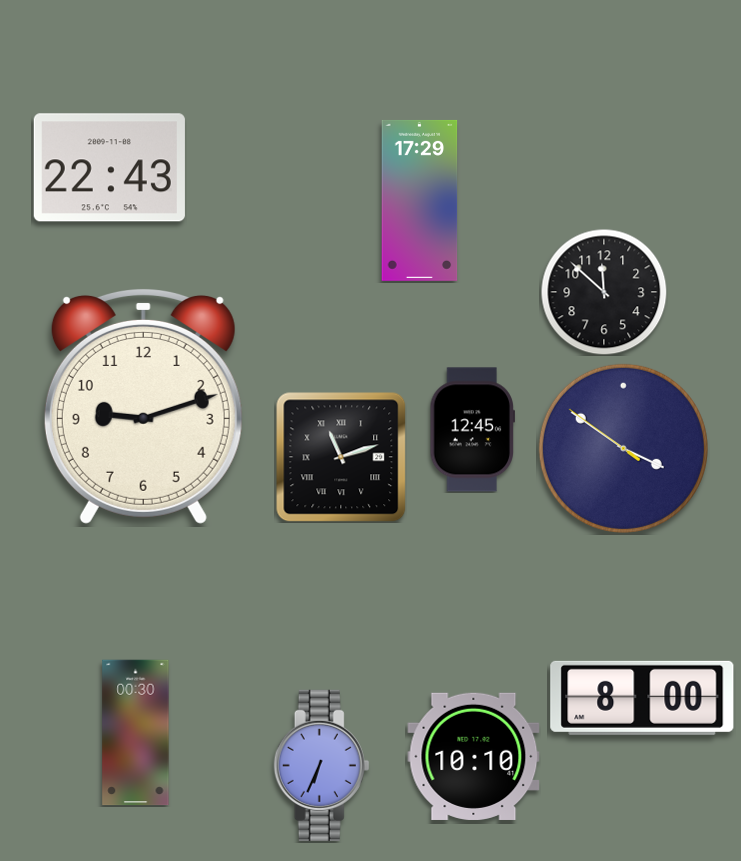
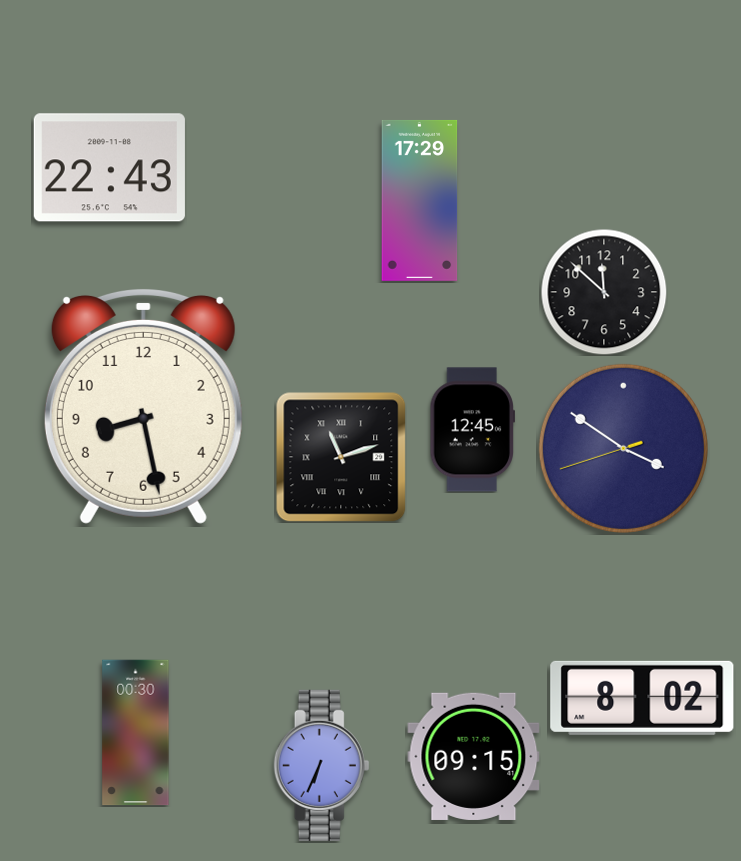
clock at (143, 407): 9:12 -> 8:28
clock at (623, 448): 3:50:51 -> 3:50:42
clock at (642, 698): 8:00 -> 8:02
clock at (474, 756): 10:10 -> 09:15
